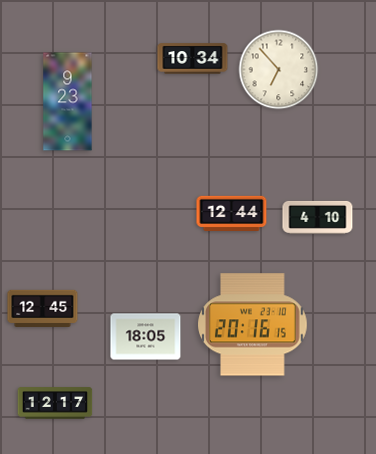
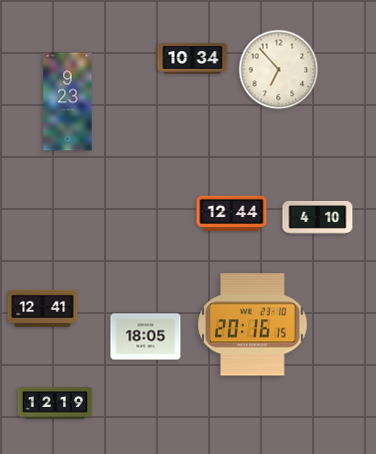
clock at (43, 308): 12:45 -> 12:41
clock at (55, 403): 12:17 -> 12:19
